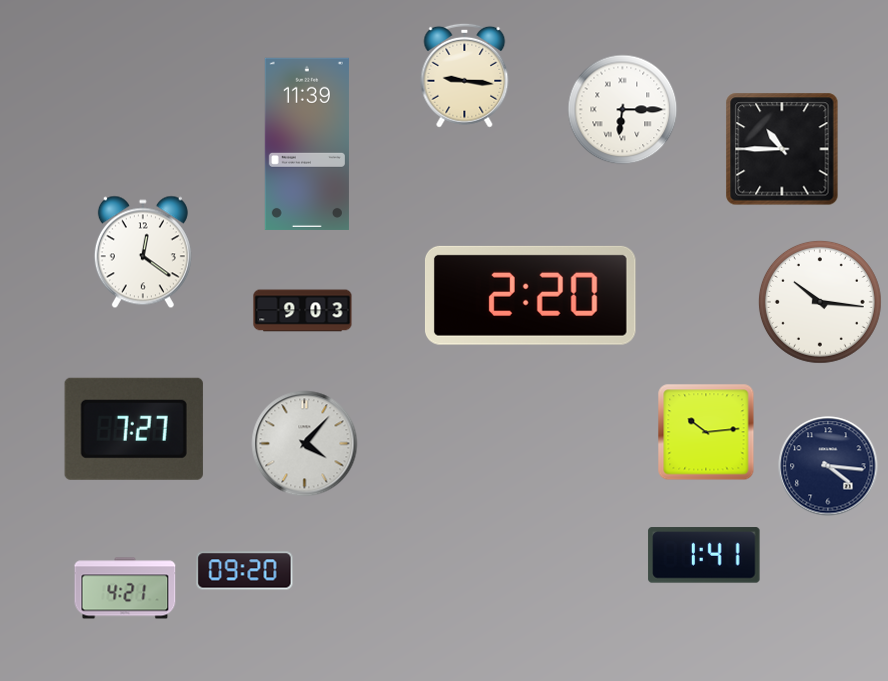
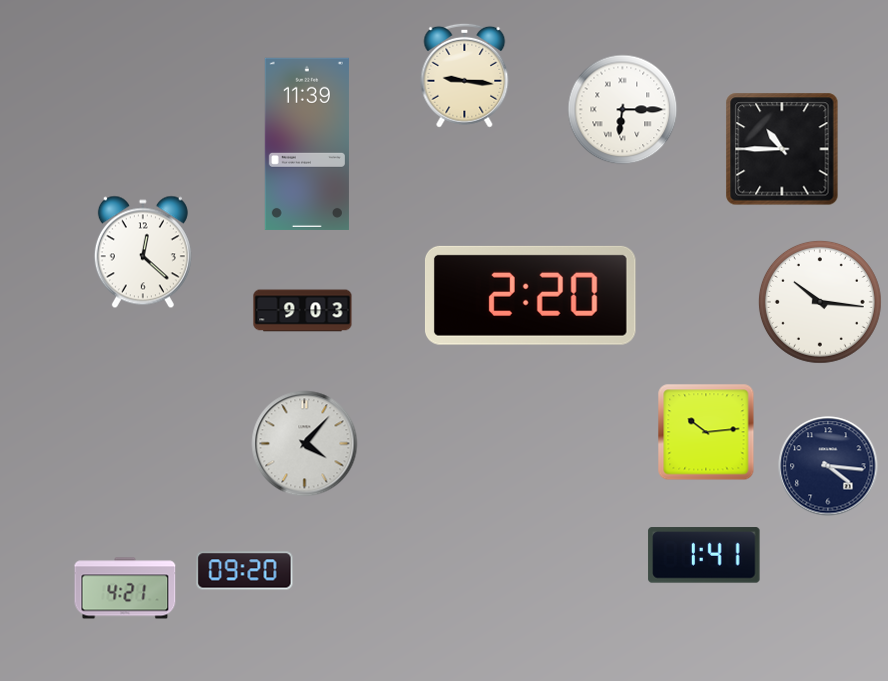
clock at (143, 252): 12:21 -> 12:22
clock at (134, 429): 7:27 -> none
